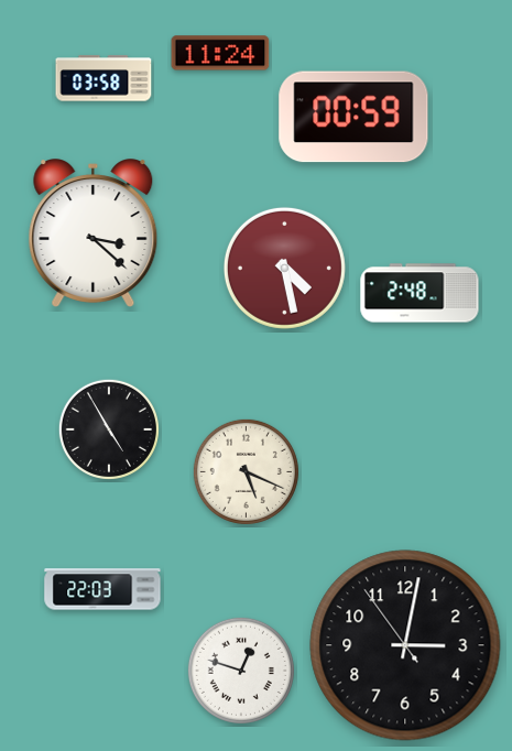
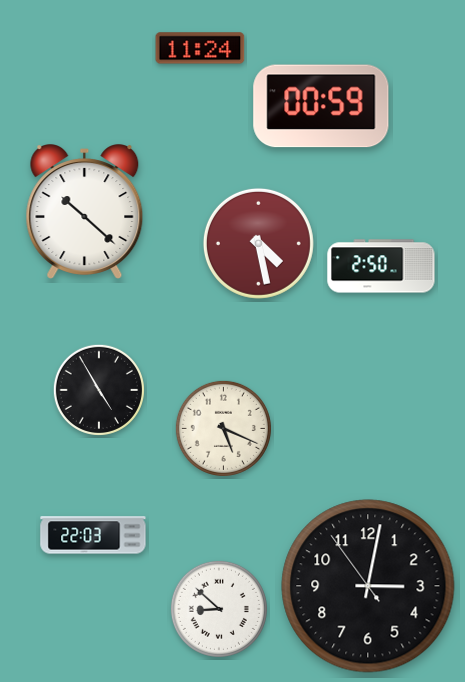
clock at (104, 78): 03:58 -> none
clock at (94, 233): 3:22 -> 10:22
clock at (420, 293): 2:48 -> 2:50
clock at (241, 671): 12:48 -> 8:52
